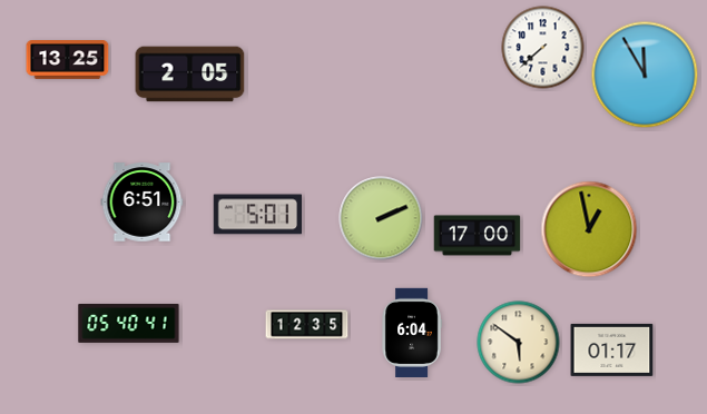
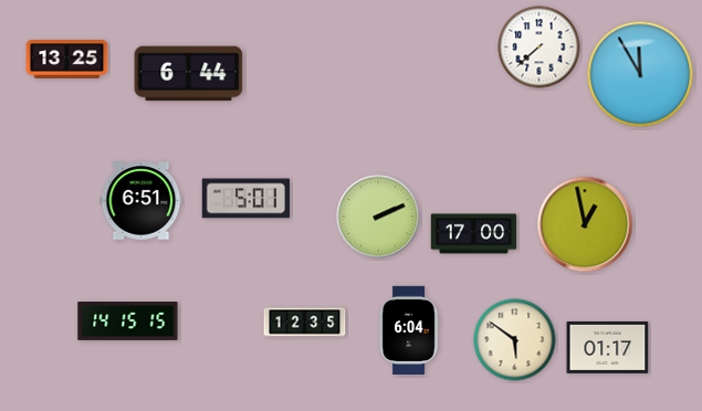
clock at (190, 75): 2:05 -> 6:44
clock at (257, 215) position: (257, 215) -> (245, 199)
clock at (589, 229) position: (589, 229) -> (585, 224)
clock at (129, 324): 05:40 -> 14:15
